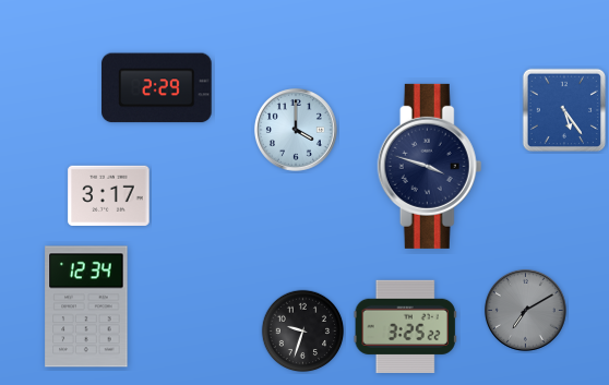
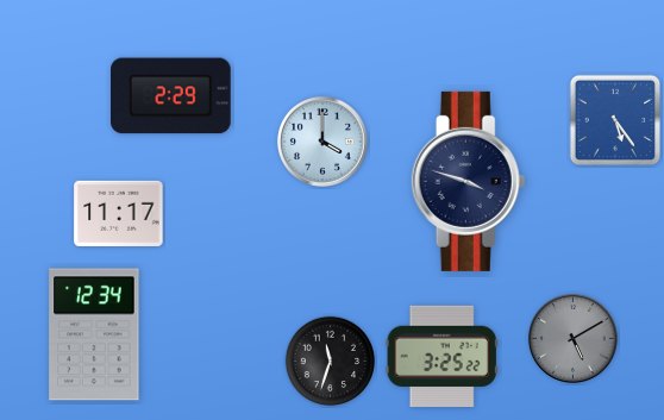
clock at (109, 195): 3:17 -> 11:17
clock at (525, 310): 7:10 -> 5:10
clock at (303, 332): 9:33 -> 11:33
